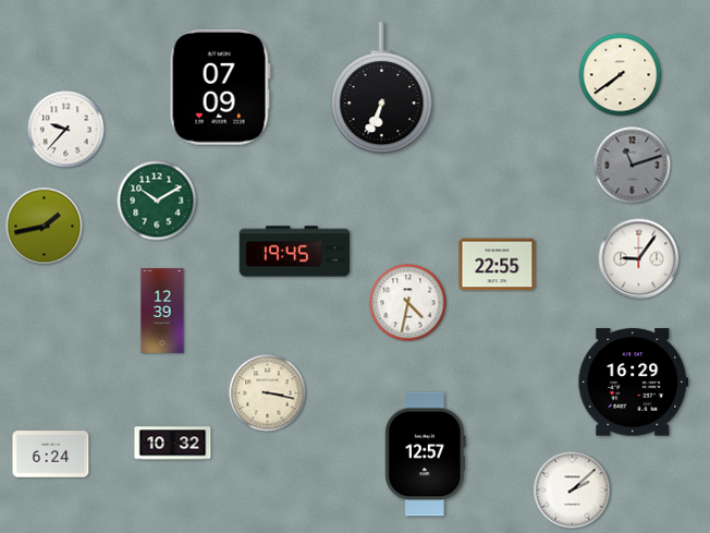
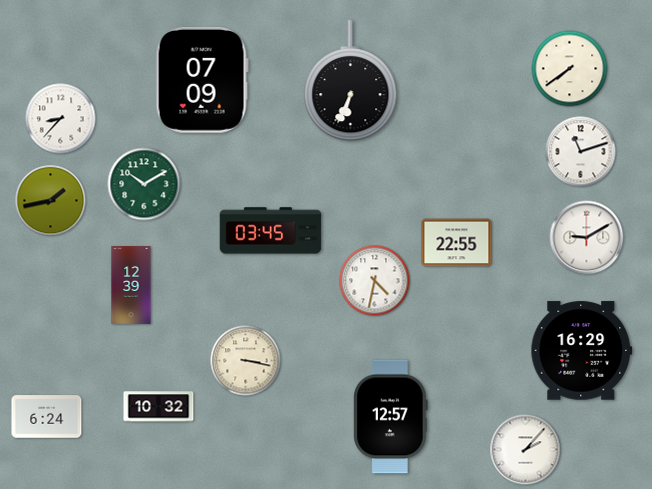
clock at (66, 130): 9:37 -> 8:37
clock at (633, 166) dial: grey -> white
clock at (45, 227) position: (45, 227) -> (51, 201)
clock at (295, 252): 19:45 -> 03:45
clock at (639, 259): 9:06 -> 9:10
clock at (408, 303) position: (408, 303) -> (375, 281)
clock at (162, 311) position: (162, 311) -> (131, 285)
clock at (573, 490): 2:08 -> 2:07
